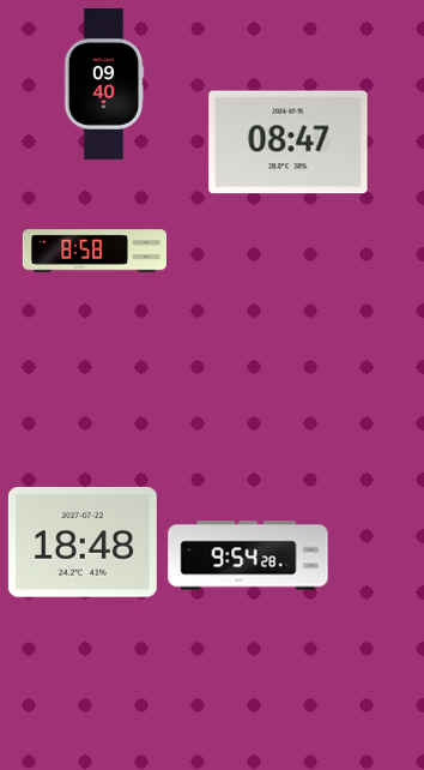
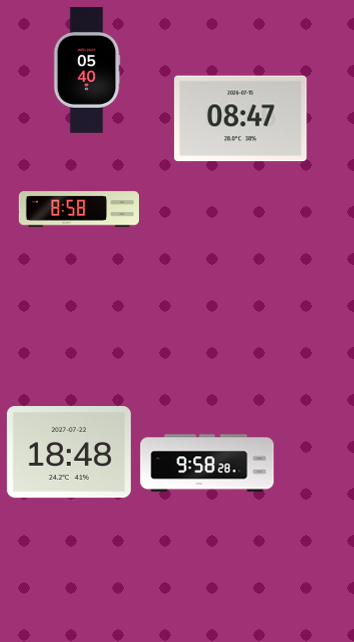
clock at (104, 85): 09:40 -> 05:40
clock at (248, 555): 9:54 -> 9:58
